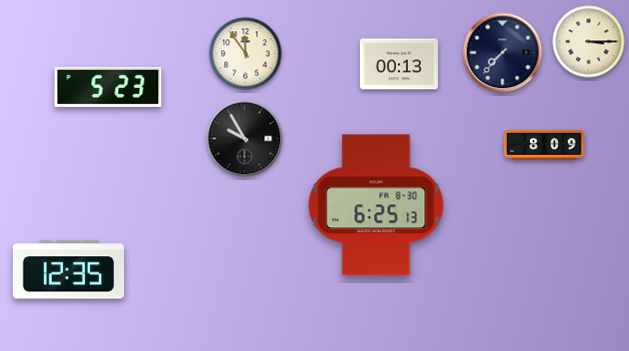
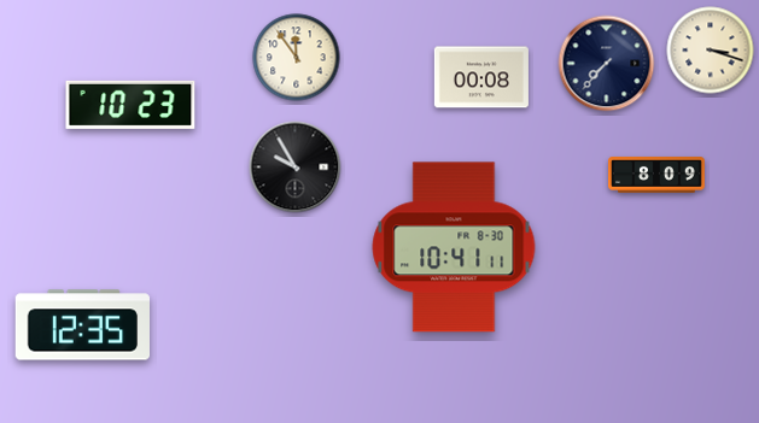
clock at (589, 42): 3:15 -> 3:18
clock at (246, 54) position: (246, 54) -> (297, 58)
clock at (399, 64): 00:13 -> 00:08
clock at (108, 87): 5:23 -> 10:23
clock at (376, 205): 6:25 -> 10:41
